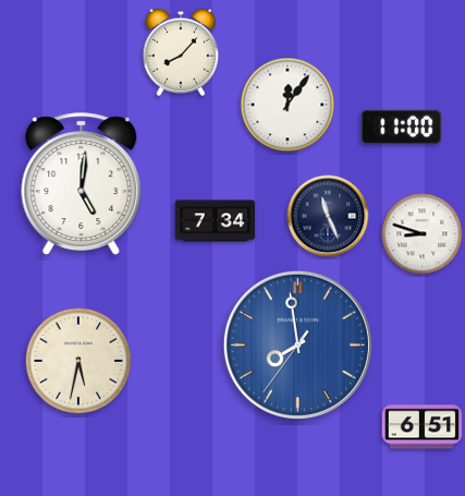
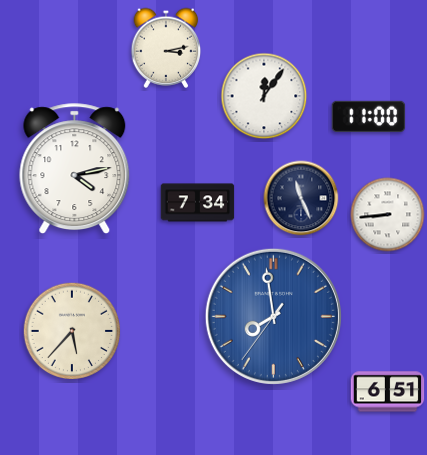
clock at (181, 52): 8:07 -> 3:13
clock at (82, 183): 5:01 -> 4:13
clock at (423, 234): 8:48 -> 8:44
clock at (78, 361): 5:32 -> 5:37
